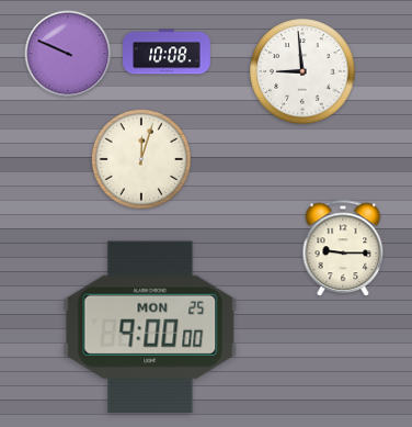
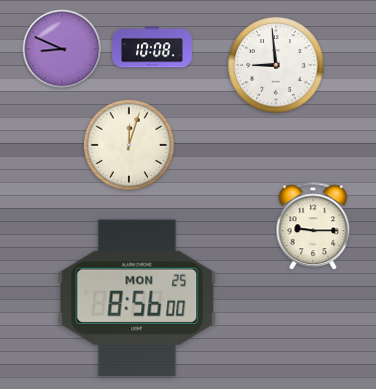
clock at (68, 54): 9:49 -> 8:49
clock at (150, 326): 9:00 -> 8:56
